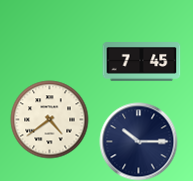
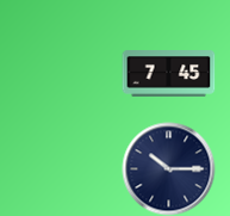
clock at (49, 119): 4:39 -> none
clock at (138, 141) position: (138, 141) -> (168, 168)
